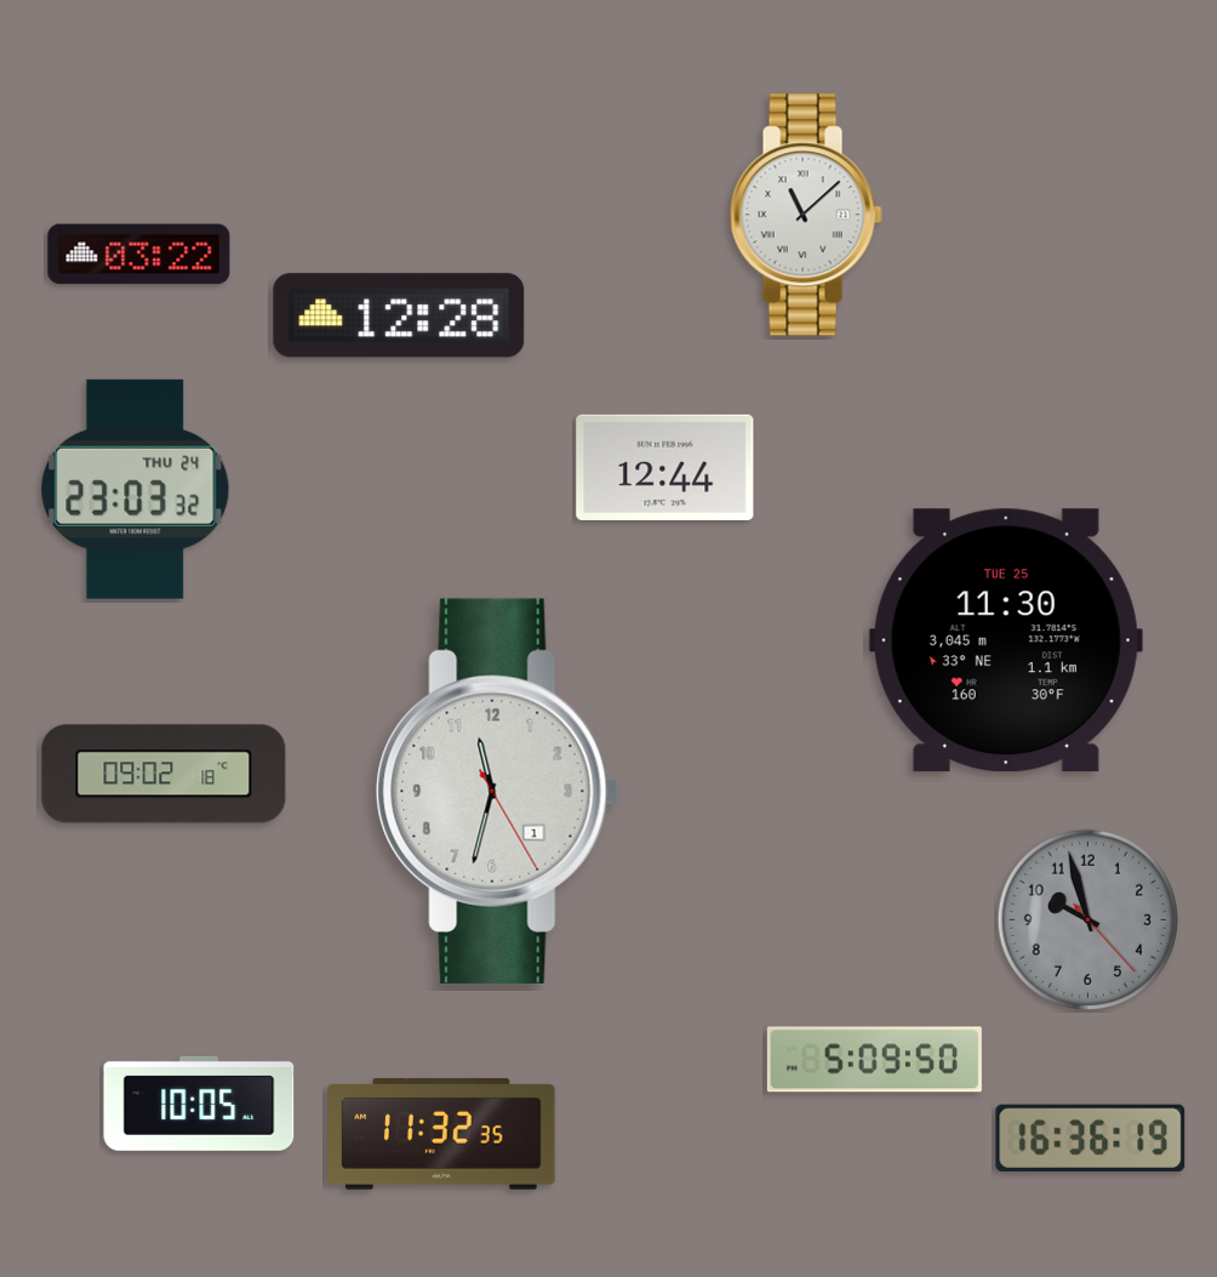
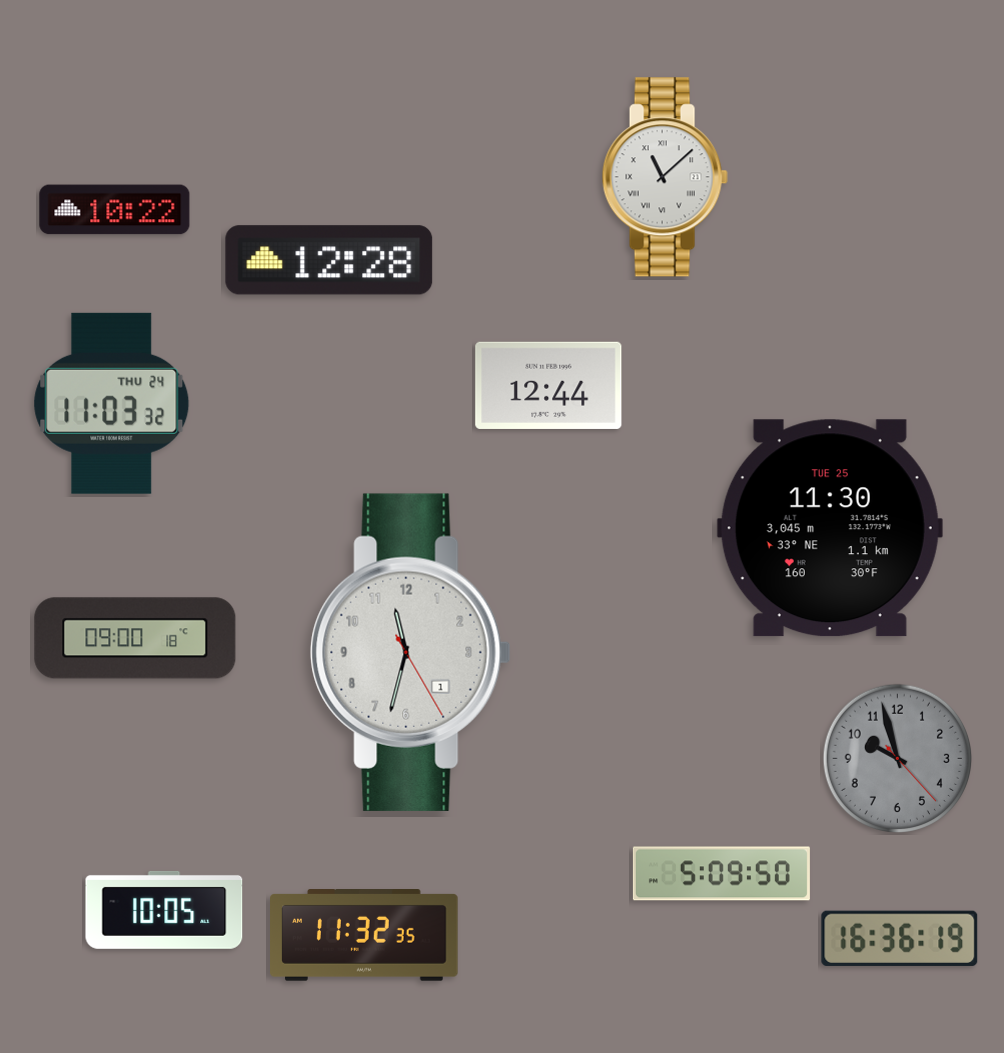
clock at (139, 255): 03:22 -> 10:22
clock at (136, 489): 23:03 -> 11:03
clock at (164, 774): 09:02 -> 09:00
